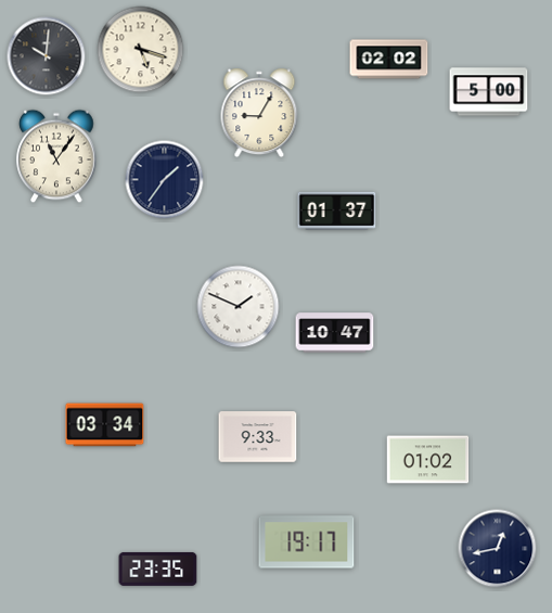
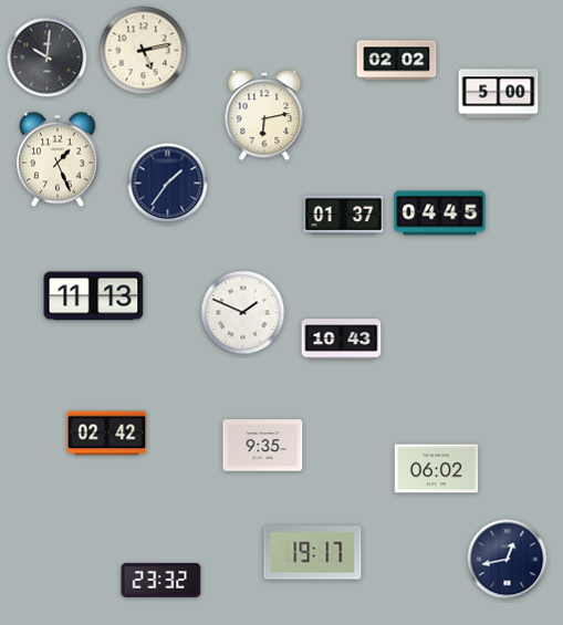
clock at (141, 50): 5:18 -> 5:13
clock at (259, 113): 9:05 -> 6:13
clock at (56, 156): 11:06 -> 1:26
clock at (440, 213): none -> 04:45
clock at (94, 296): none -> 11:13
clock at (335, 333): 10:47 -> 10:43
clock at (105, 425): 03:34 -> 02:42
clock at (258, 437): 9:33 -> 9:35
clock at (428, 460): 01:02 -> 06:02
clock at (158, 569): 23:35 -> 23:32
